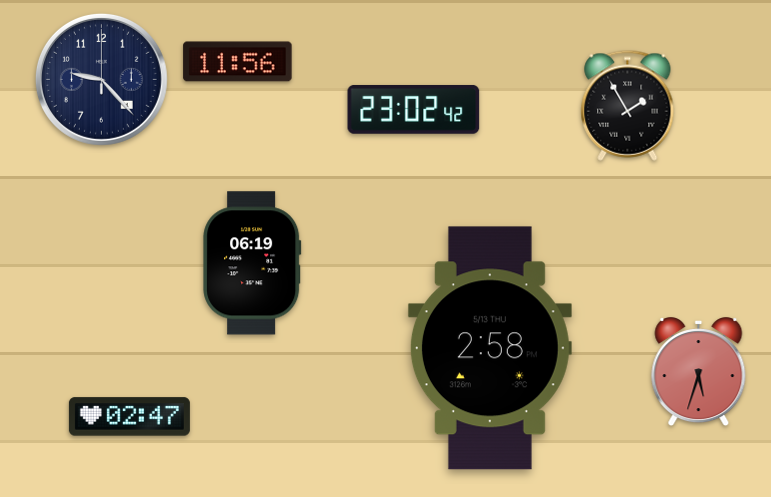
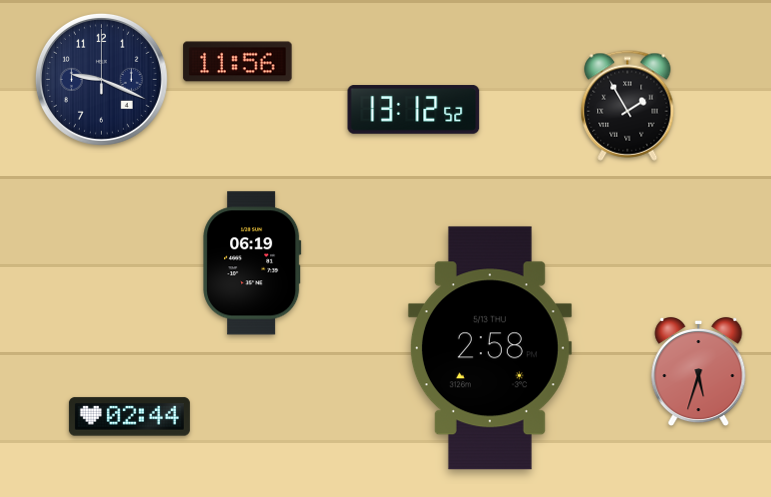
clock at (101, 79): 9:23 -> 9:19
clock at (414, 109): 23:02 -> 13:12
clock at (129, 417): 02:47 -> 02:44
